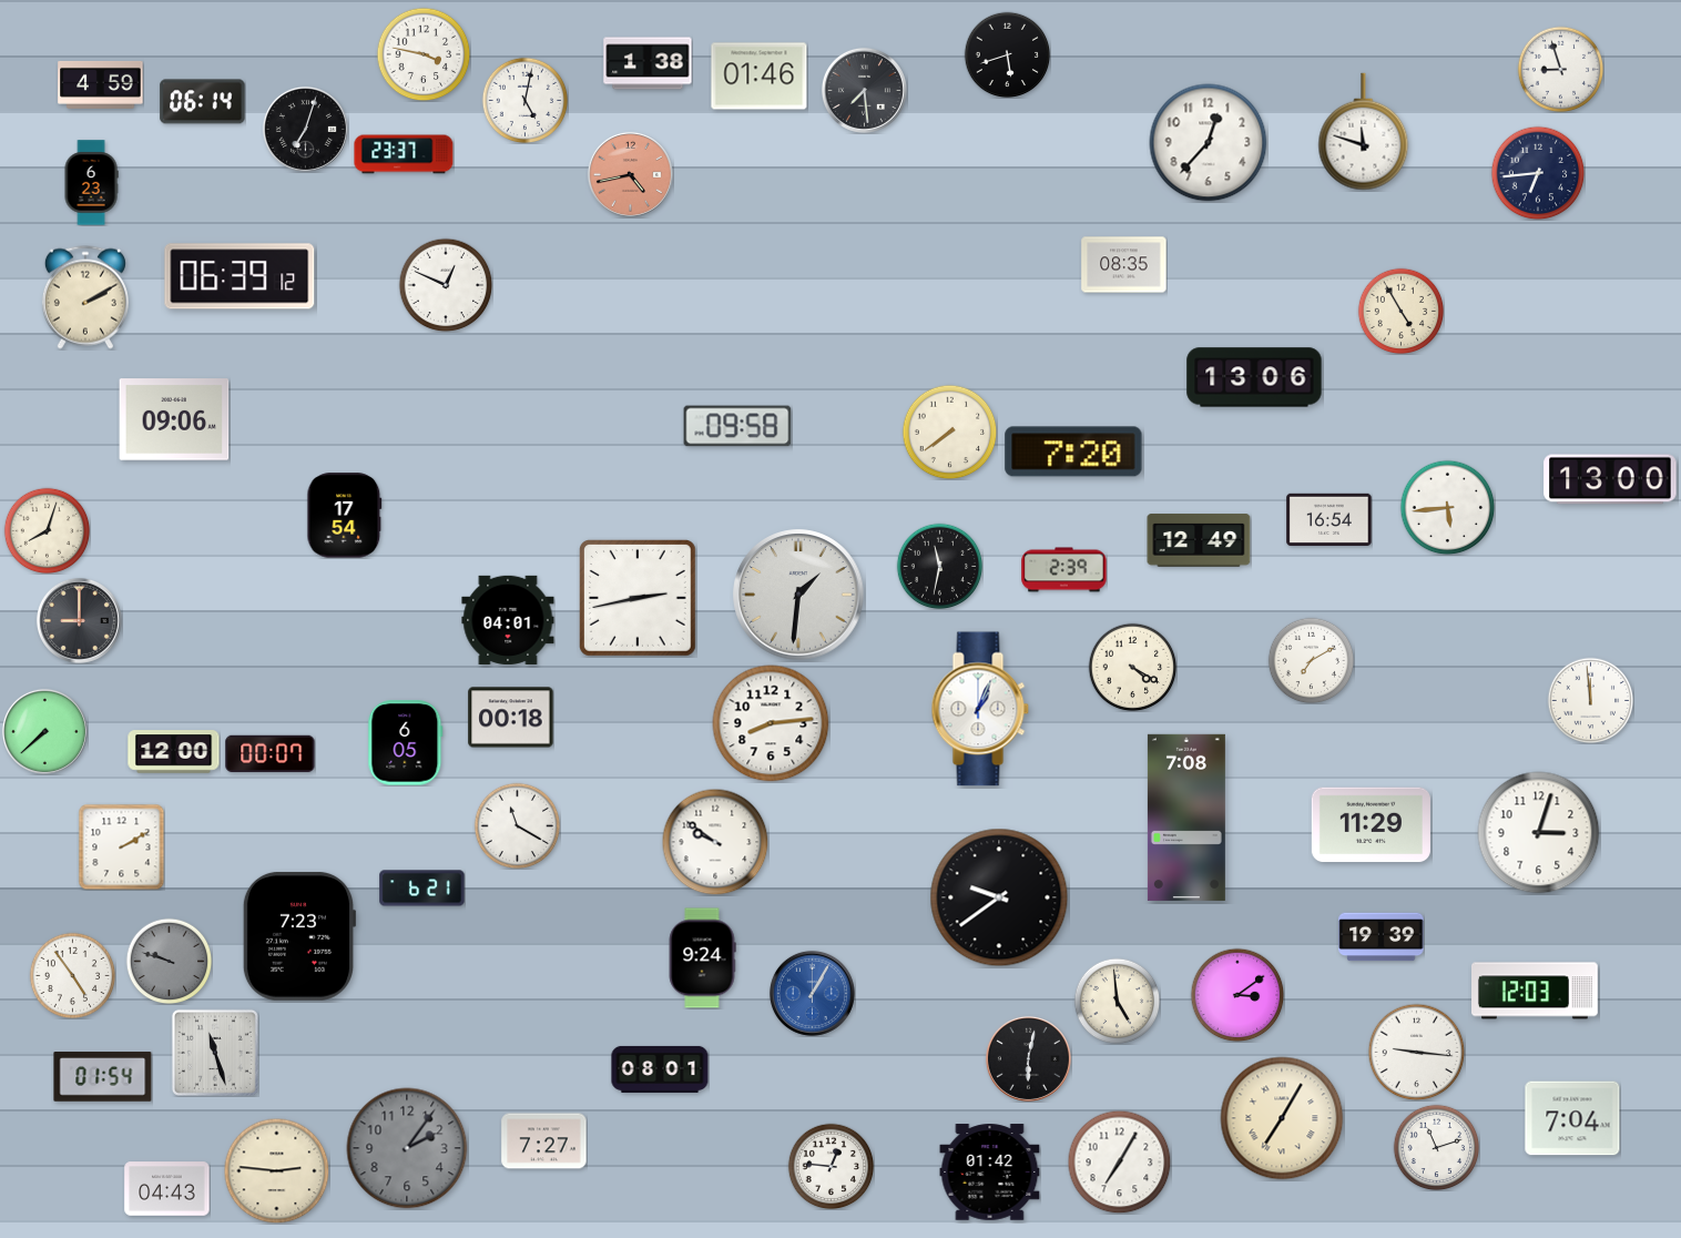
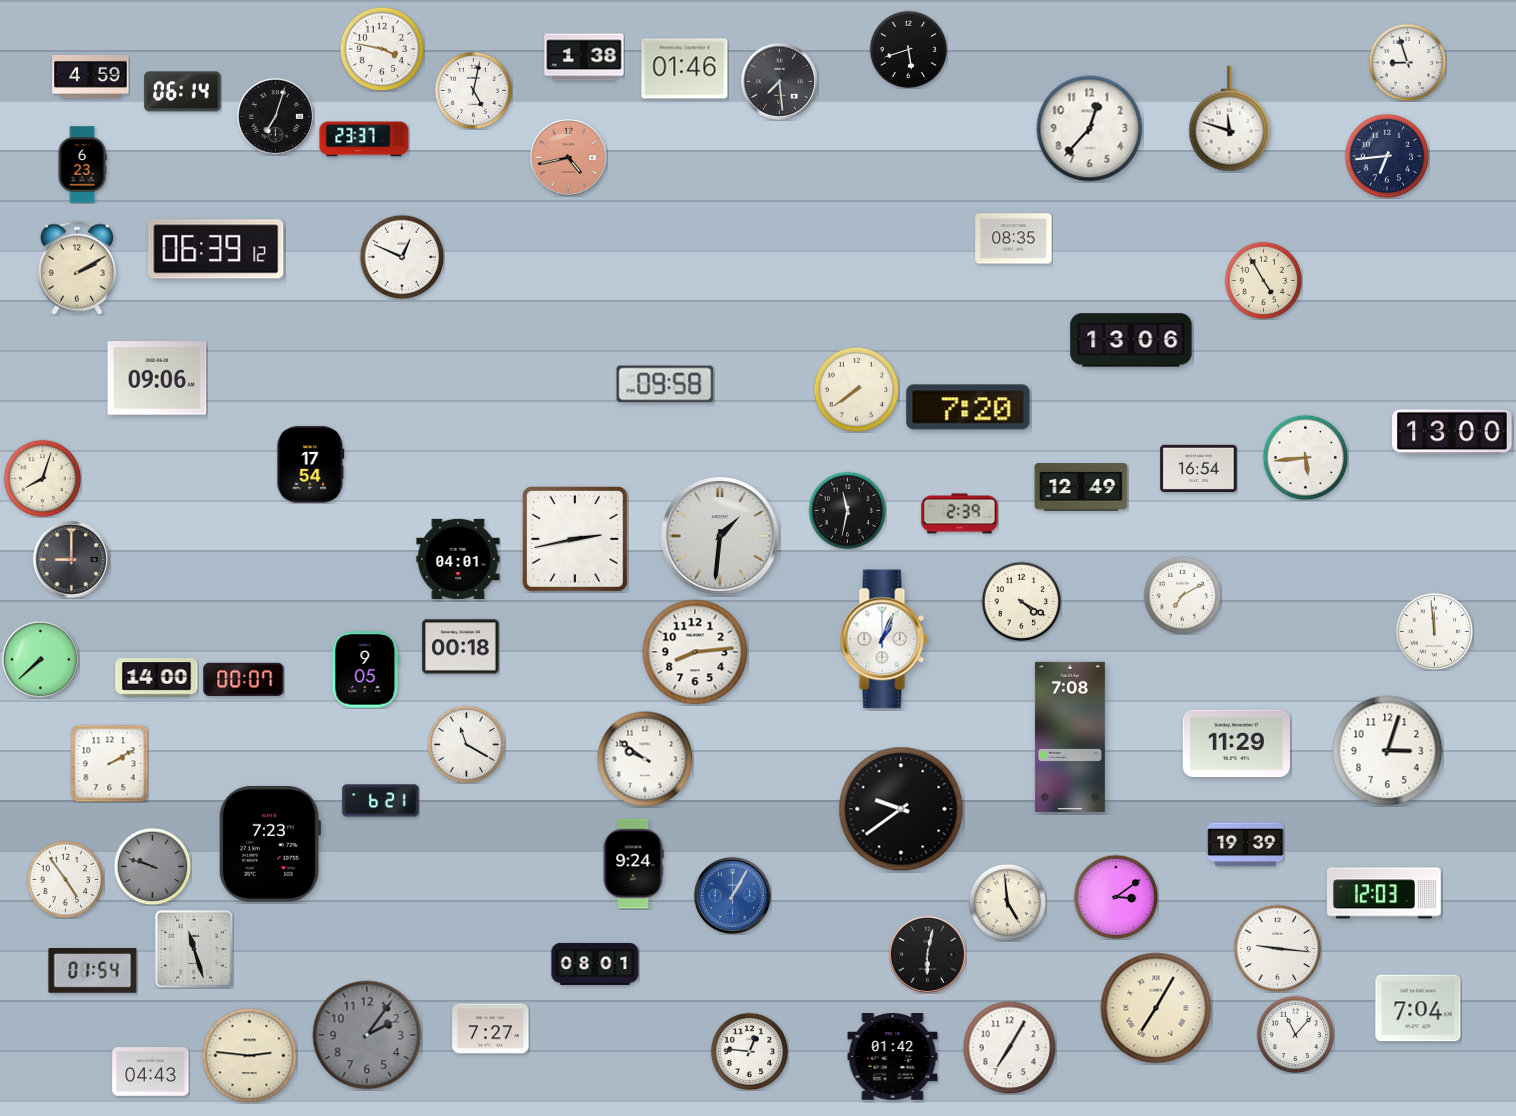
clock at (406, 743): 6:05 -> 9:05
clock at (174, 752): 12:00 -> 14:00
clock at (1436, 1147): 11:12 -> 11:07
